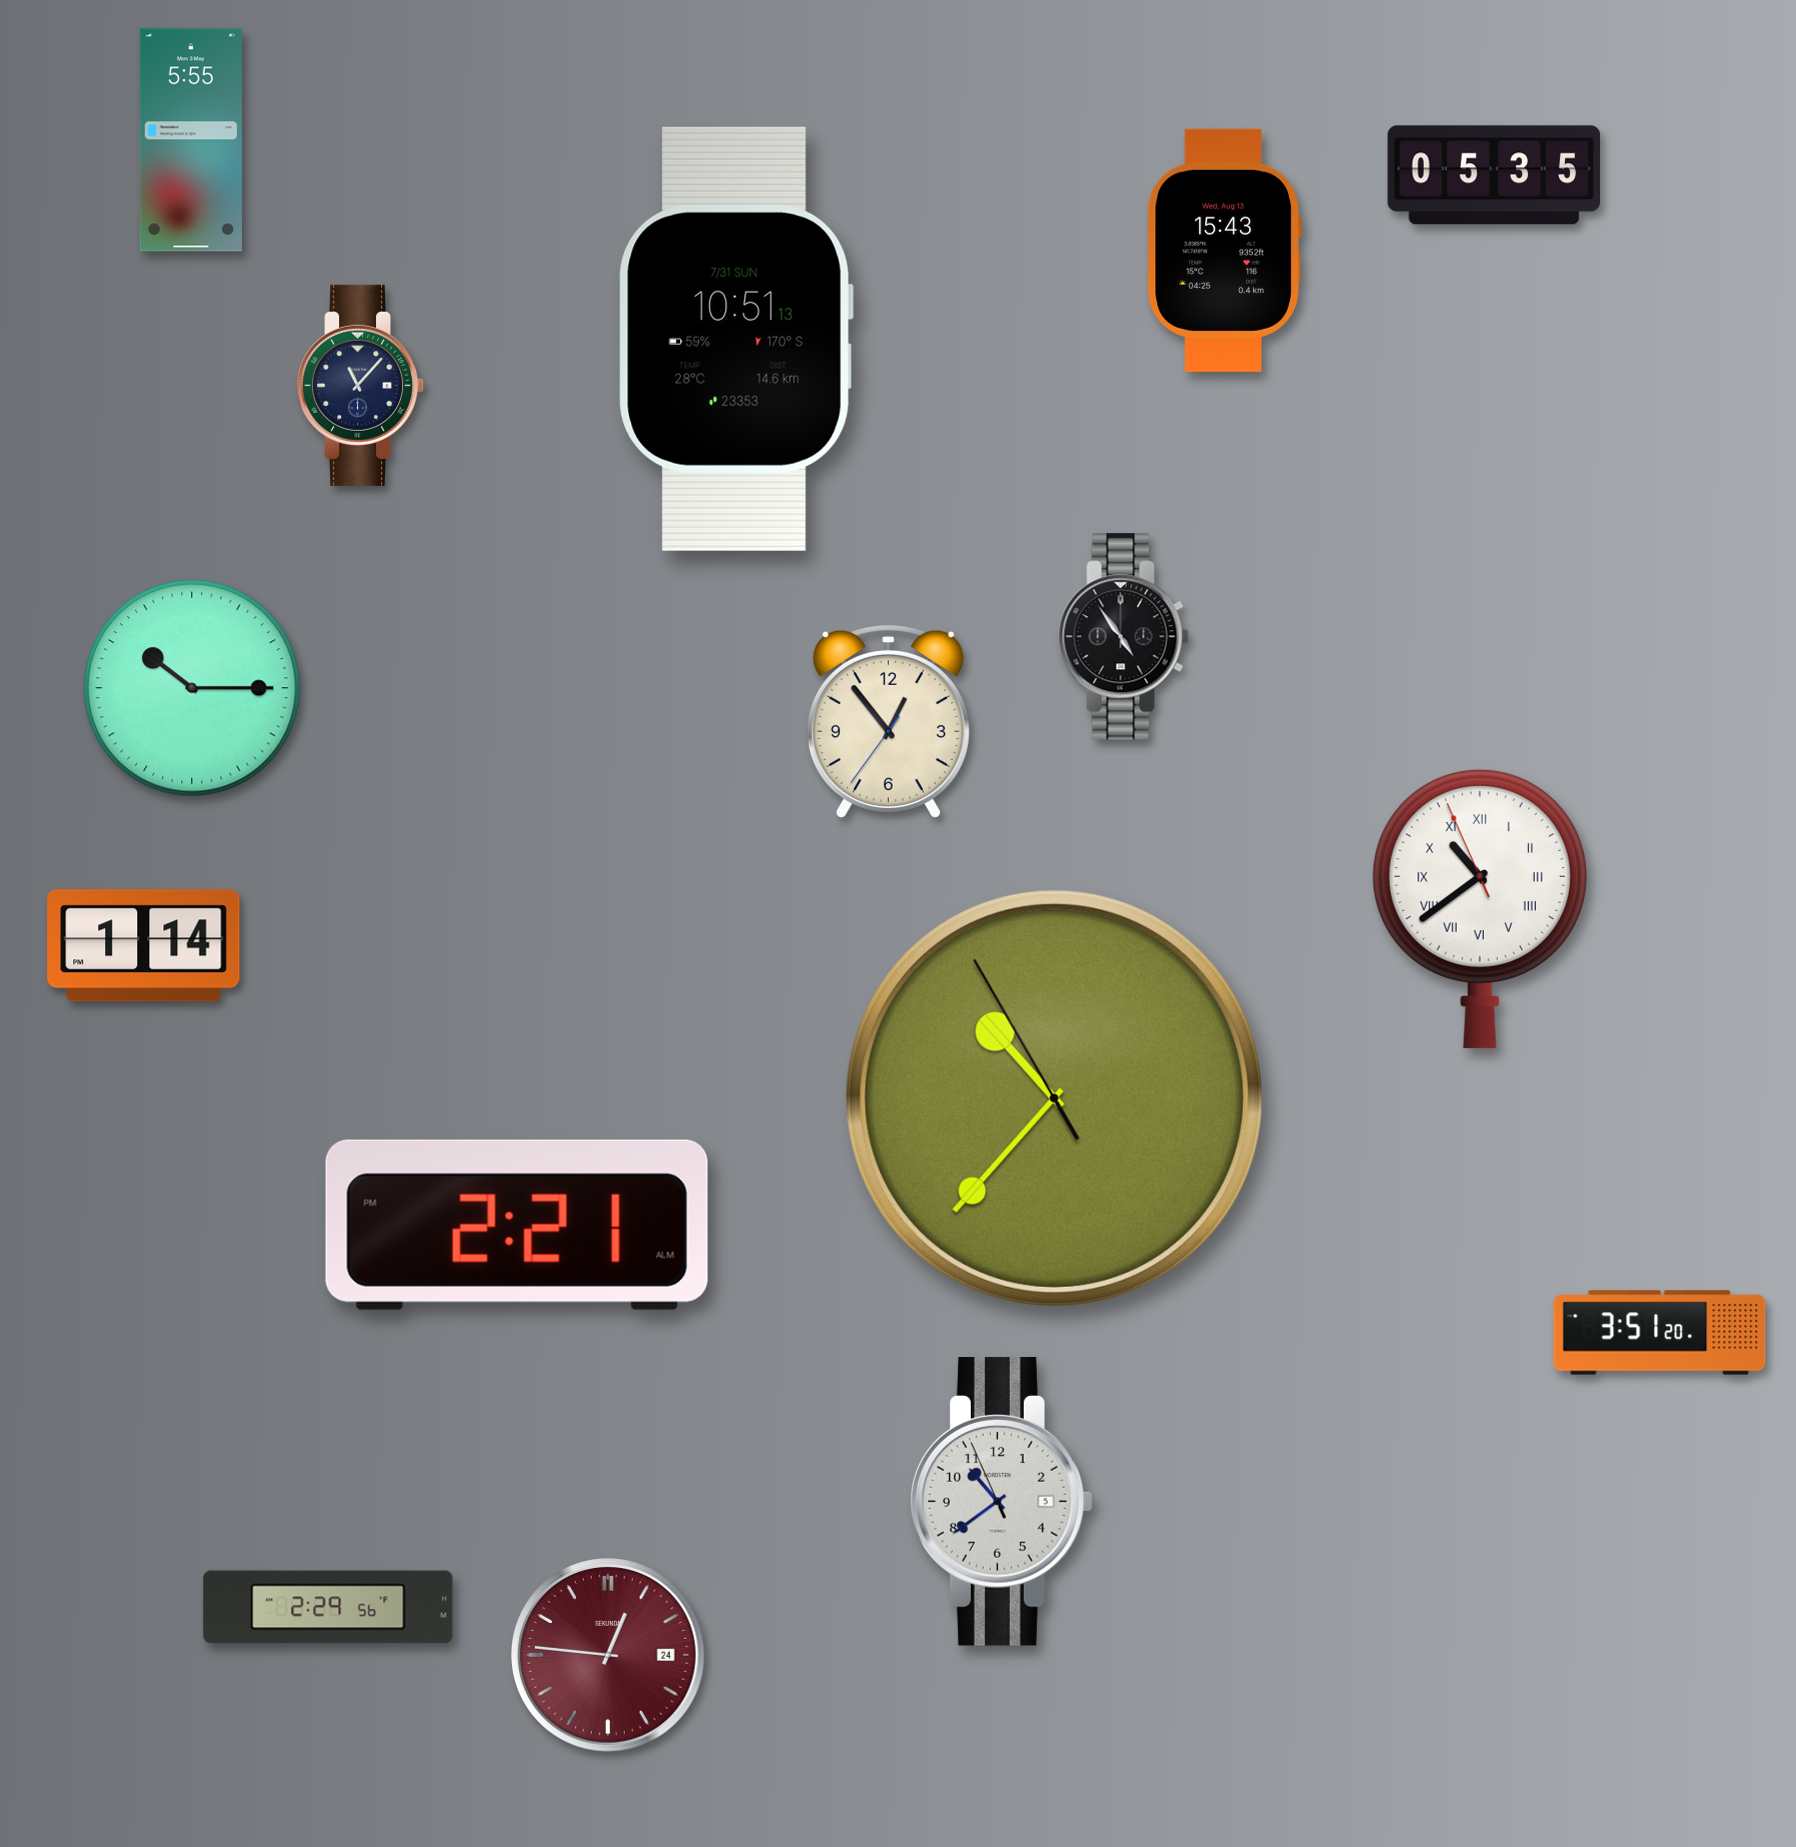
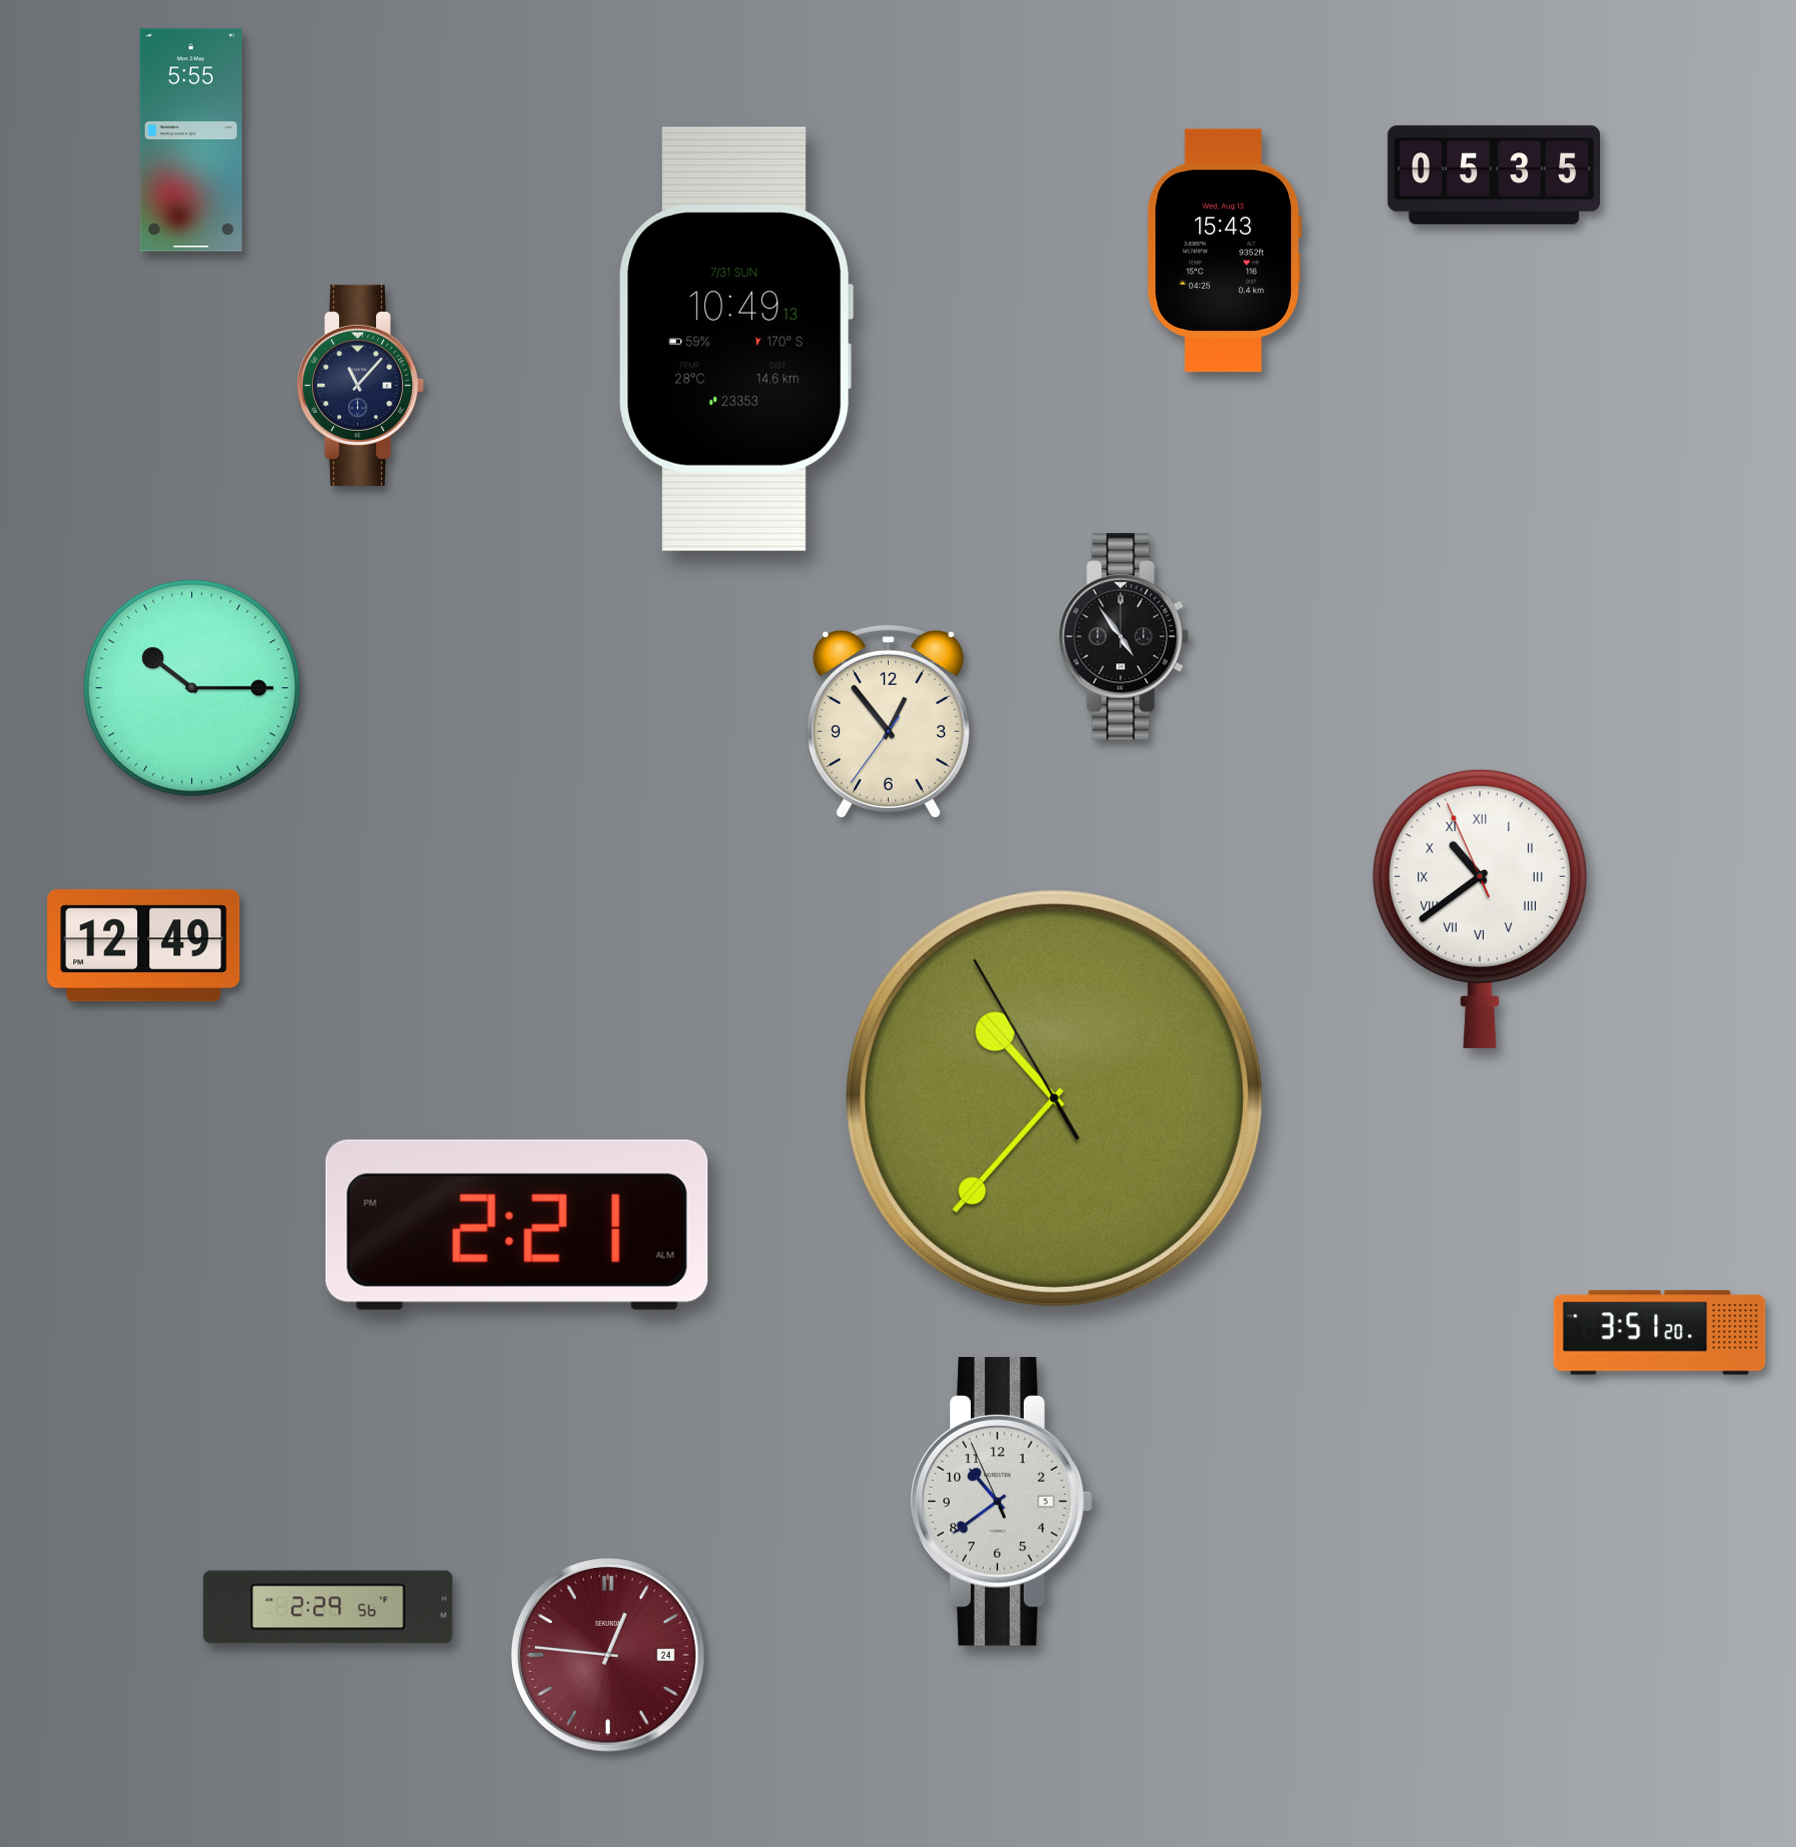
clock at (736, 339): 10:51 -> 10:49
clock at (144, 946): 1:14 -> 12:49
